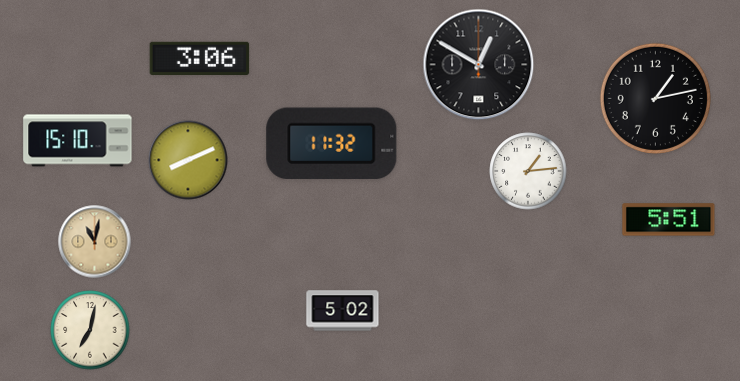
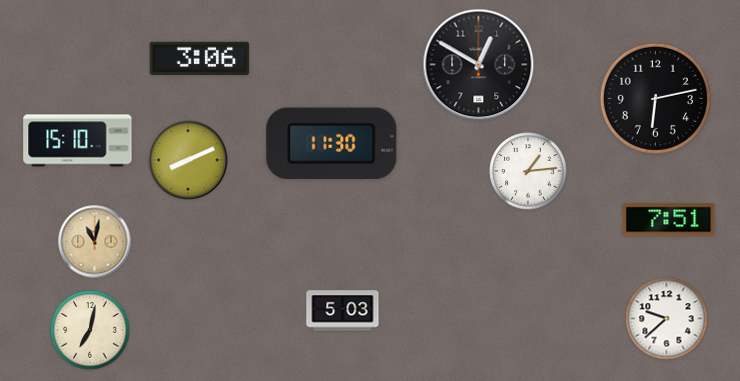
clock at (655, 98): 1:13 -> 6:13
clock at (332, 144): 11:32 -> 11:30
clock at (669, 220): 5:51 -> 7:51
clock at (343, 311): 5:02 -> 5:03
clock at (667, 319): none -> 9:38
